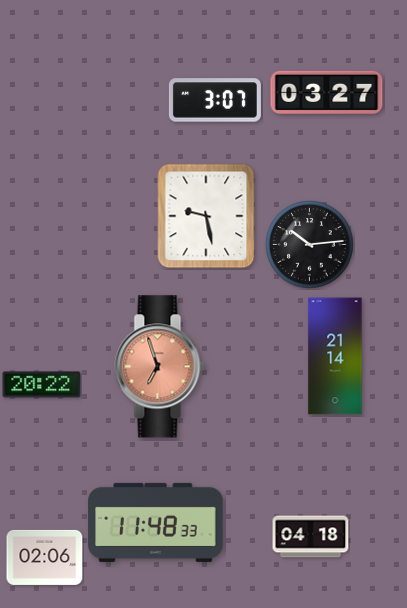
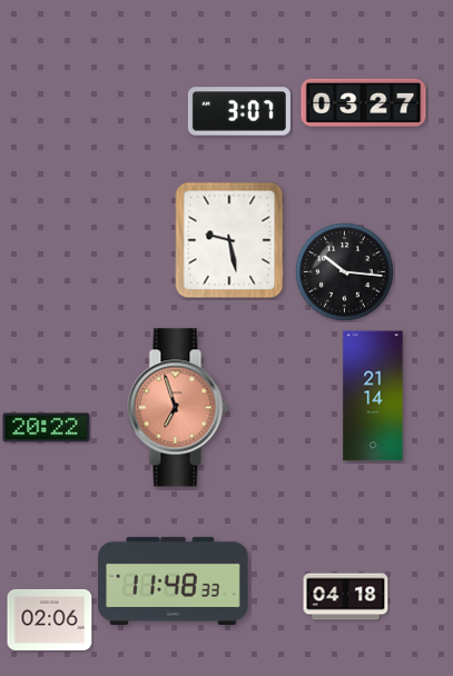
clock at (310, 245): 10:14 -> 10:16
